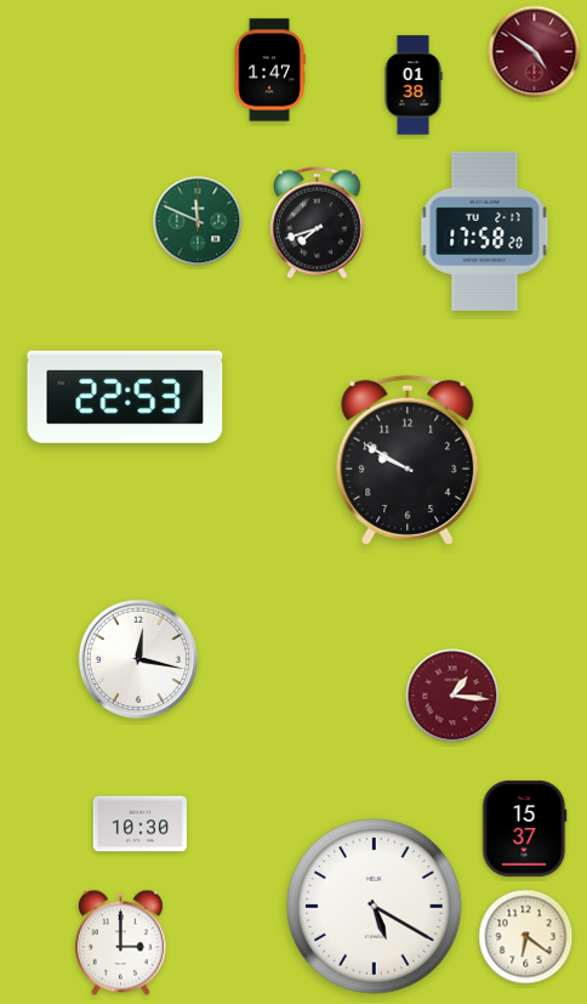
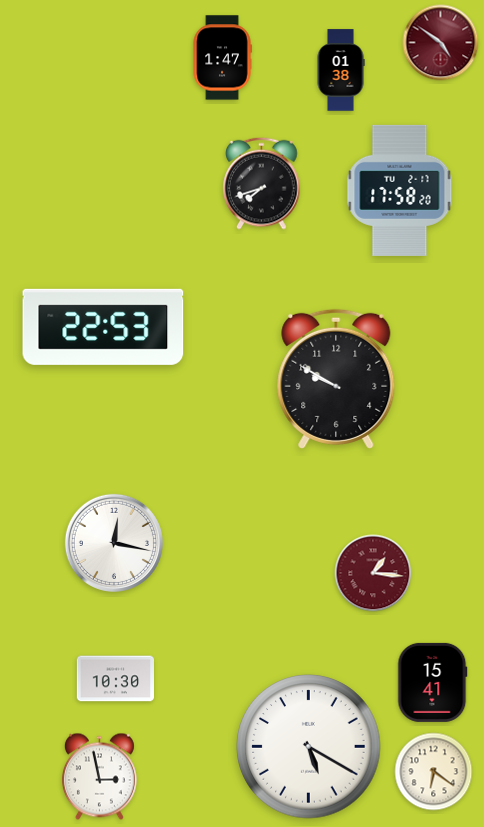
clock at (198, 221): 11:49 -> none
clock at (525, 828): 15:37 -> 15:41
clock at (120, 943): 3:00 -> 2:58
